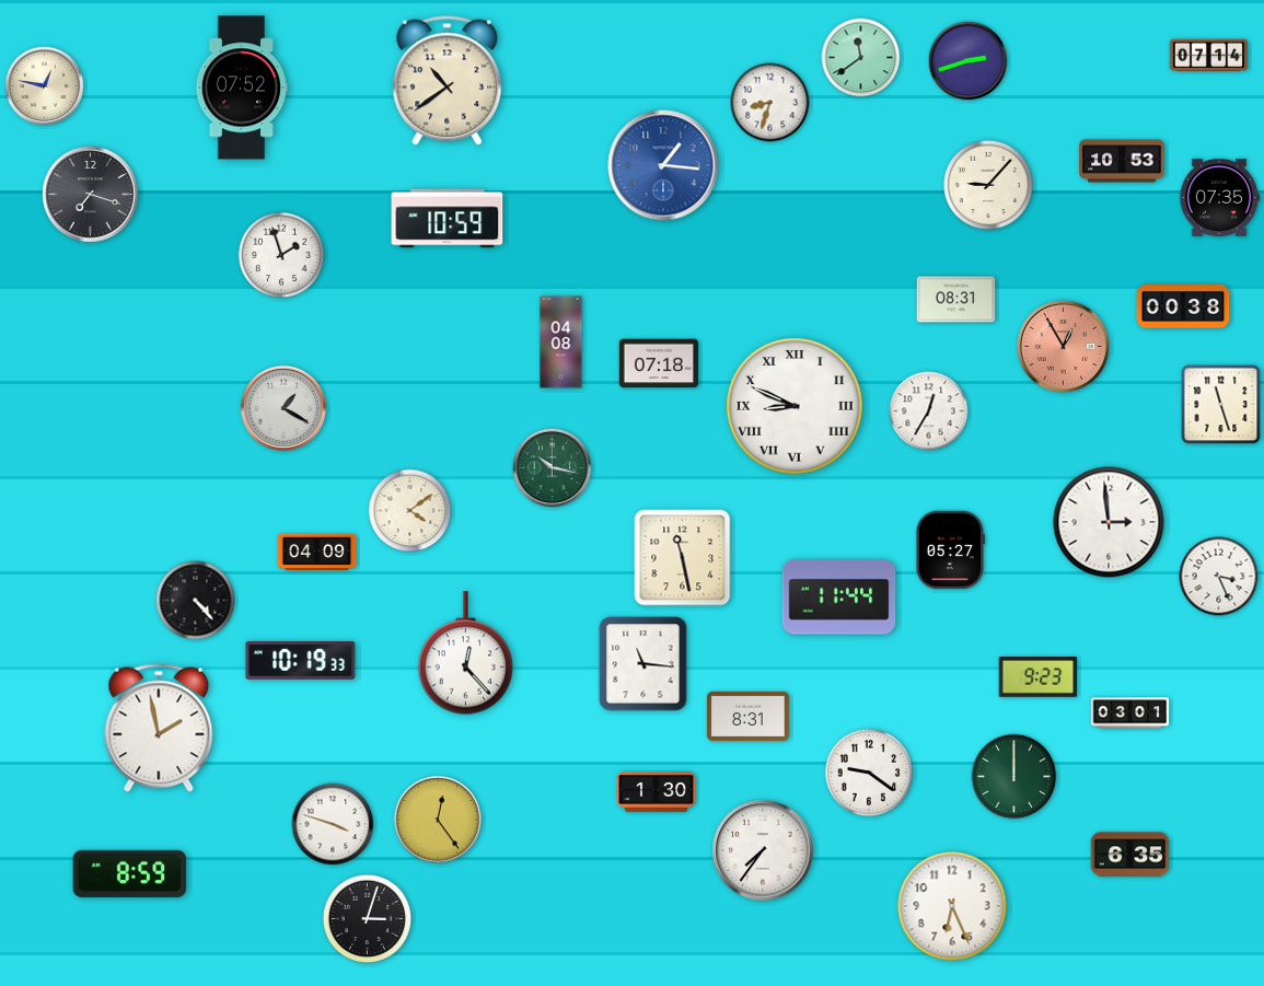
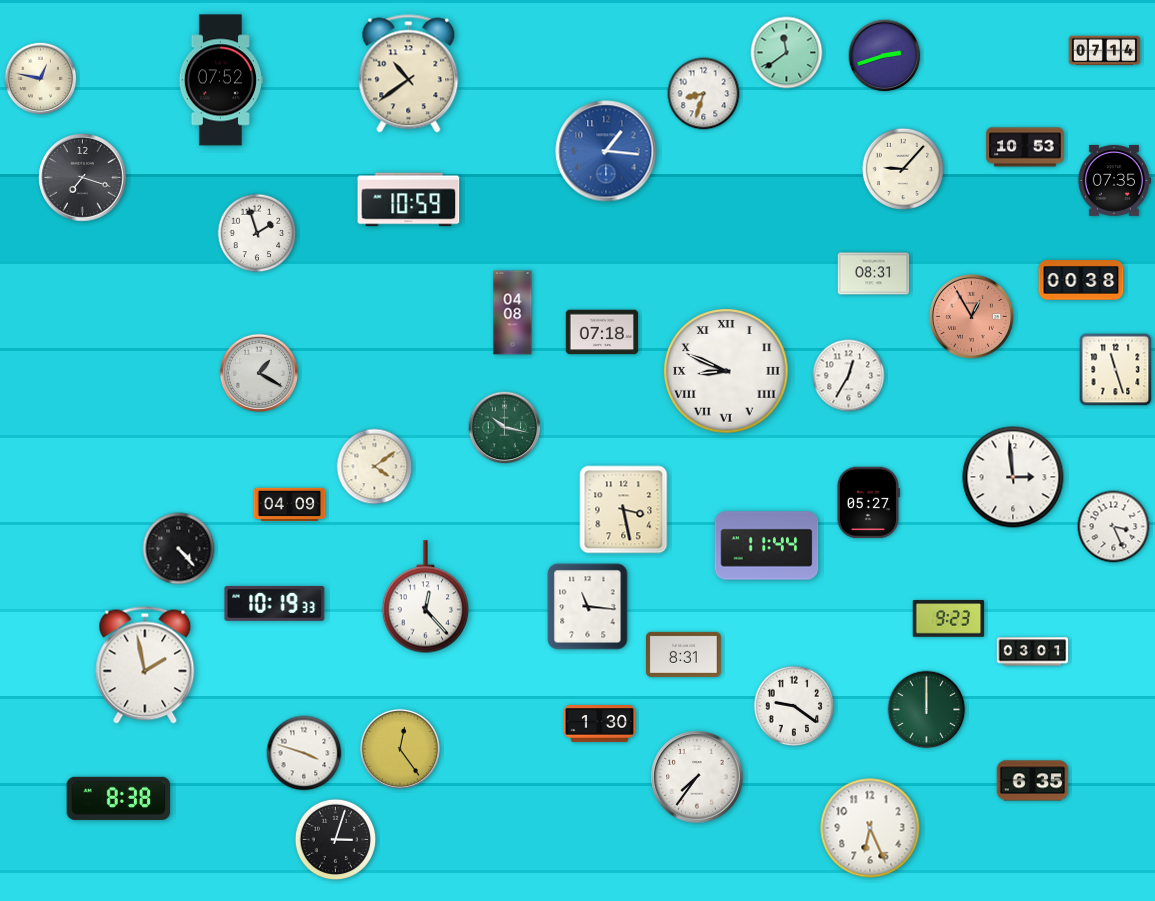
clock at (683, 558): 11:28 -> 3:28
clock at (130, 873): 8:59 -> 8:38
